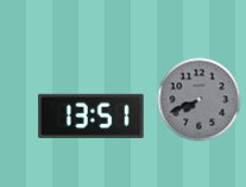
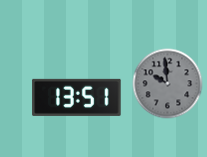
clock at (200, 100): 7:41 -> 9:59
